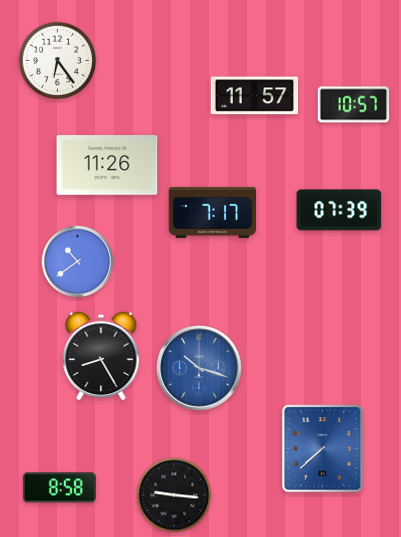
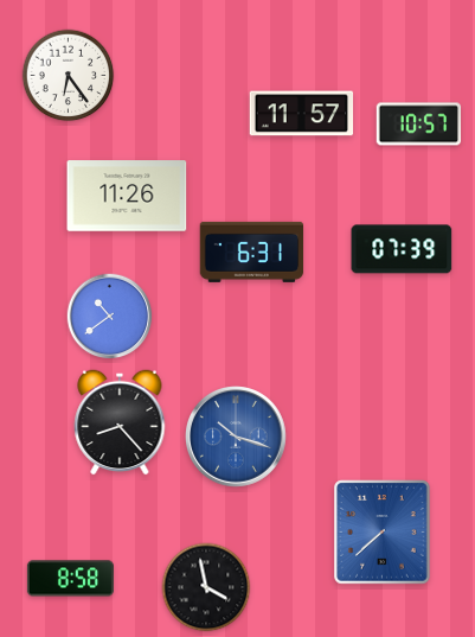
clock at (58, 61) position: (58, 61) -> (69, 76)
clock at (213, 212): 7:17 -> 6:31
clock at (78, 262) position: (78, 262) -> (110, 317)
clock at (101, 356): 8:25 -> 8:23
clock at (174, 495): 9:16 -> 3:58
